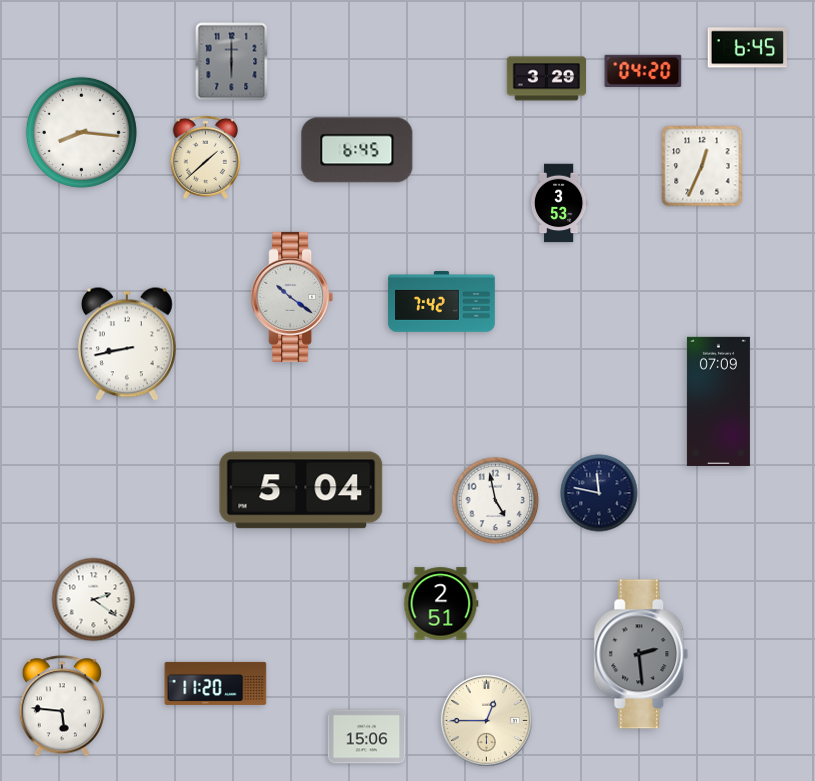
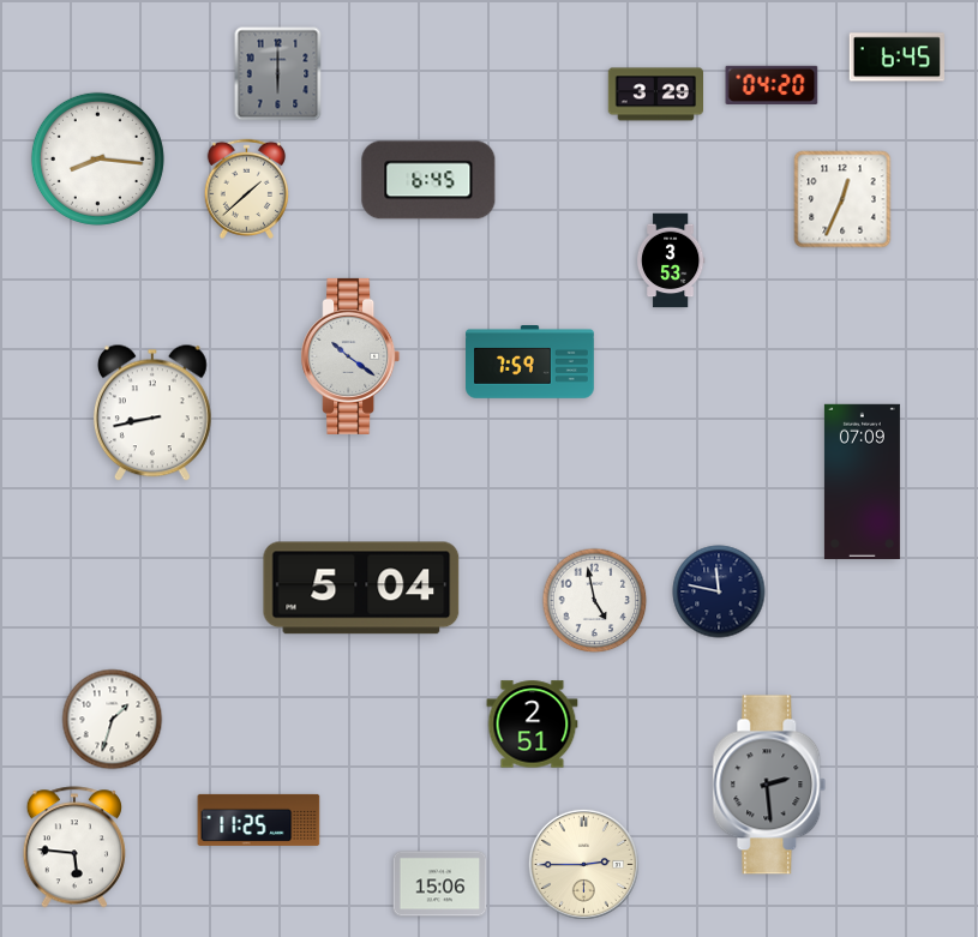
clock at (559, 203) position: (559, 203) -> (671, 260)
clock at (442, 302): 7:42 -> 7:59
clock at (94, 600): 2:21 -> 1:33
clock at (441, 604) position: (441, 604) -> (533, 725)
clock at (216, 683): 11:20 -> 11:25
clock at (486, 720): 12:45 -> 2:45
